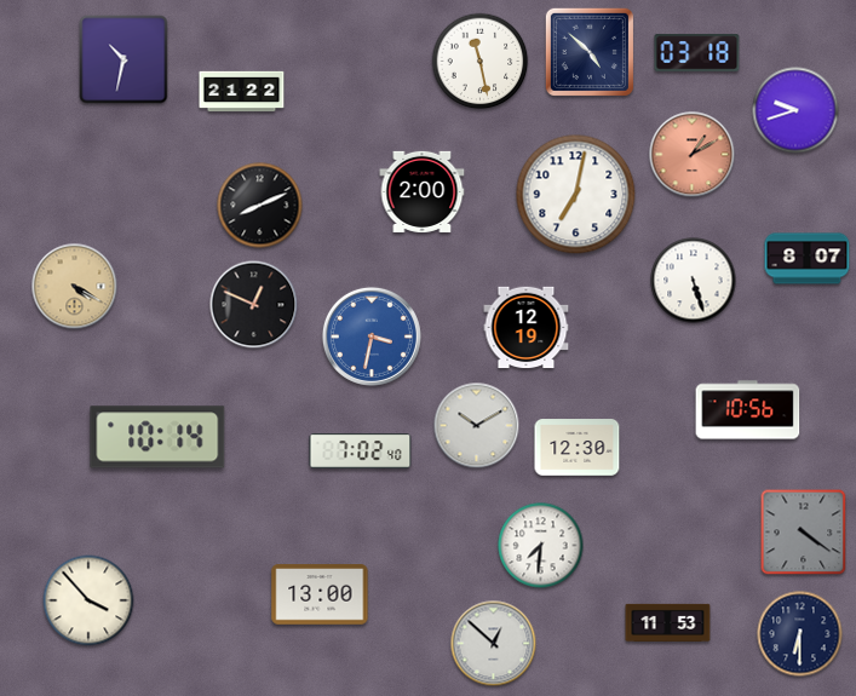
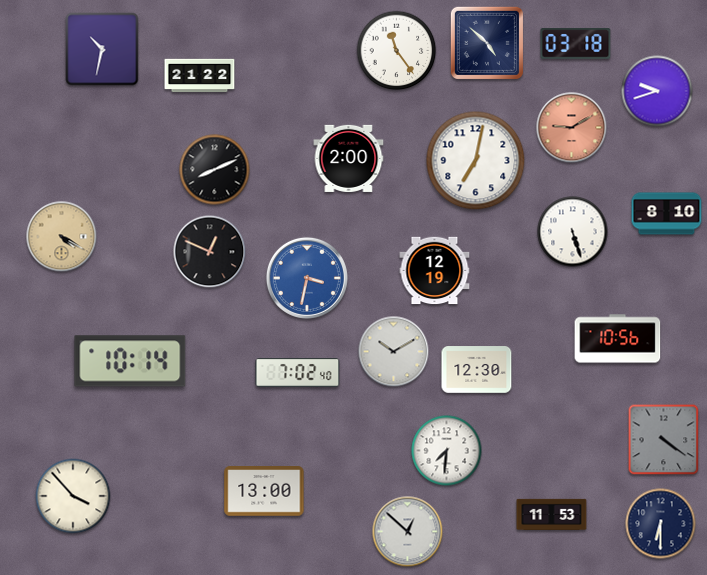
clock at (481, 62): 11:28 -> 11:24
clock at (693, 155): 1:10 -> 9:10
clock at (808, 259): 8:07 -> 8:10
